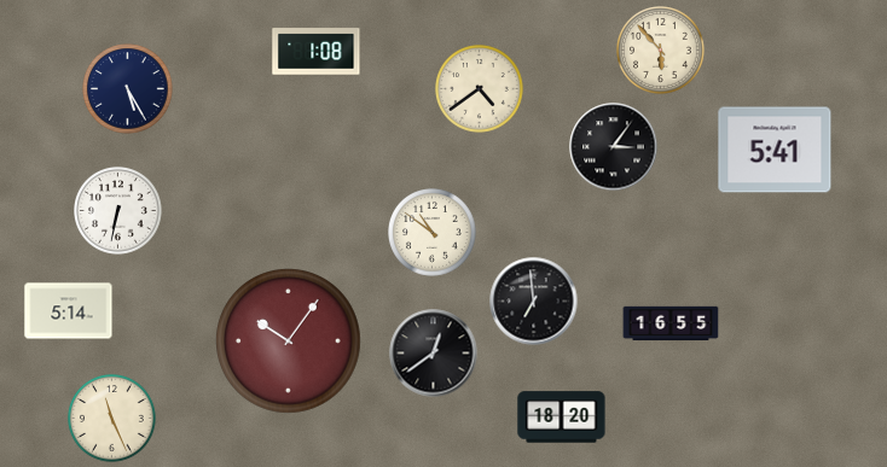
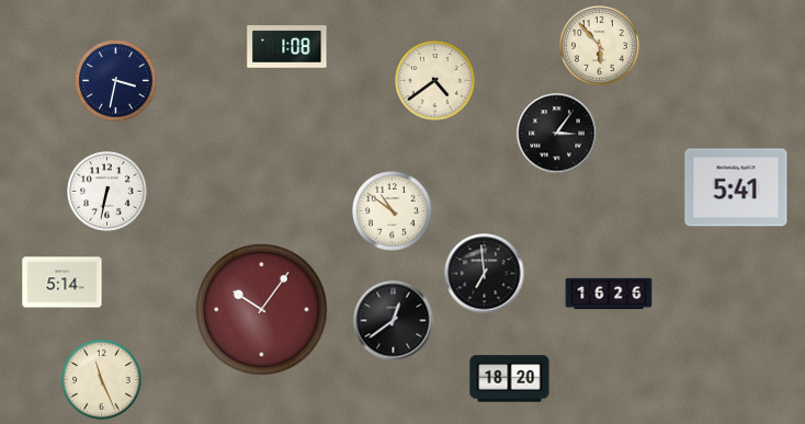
clock at (128, 89): 5:25 -> 3:32
clock at (775, 150) position: (775, 150) -> (736, 187)
clock at (671, 323): 16:55 -> 16:26
